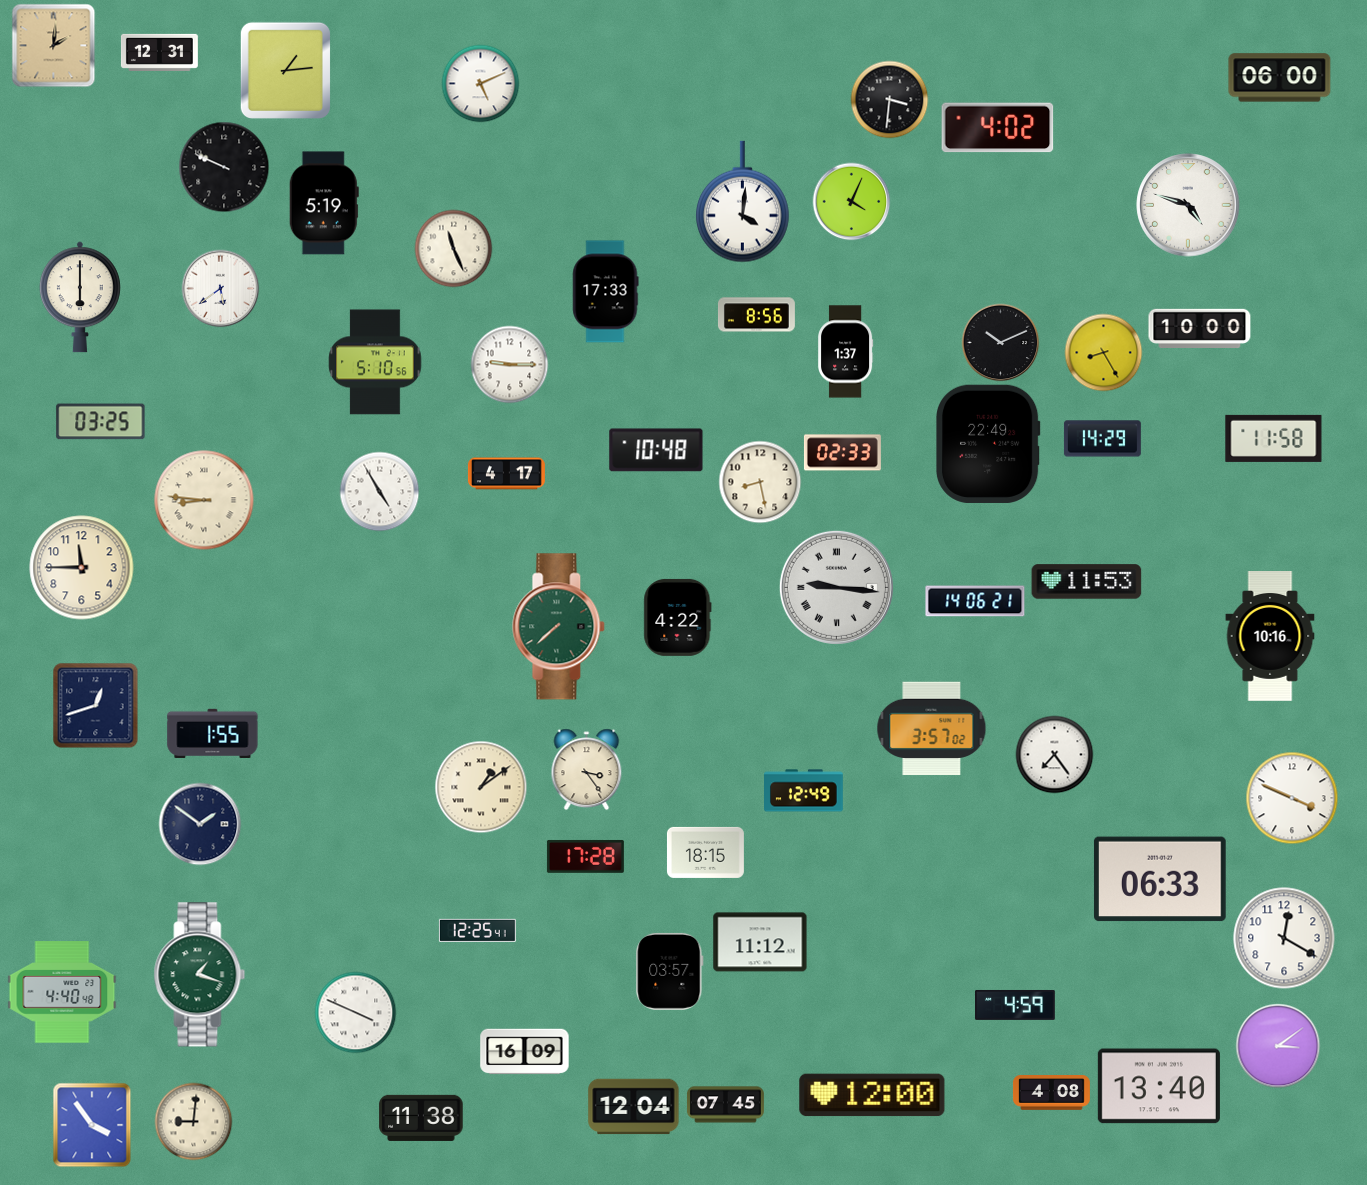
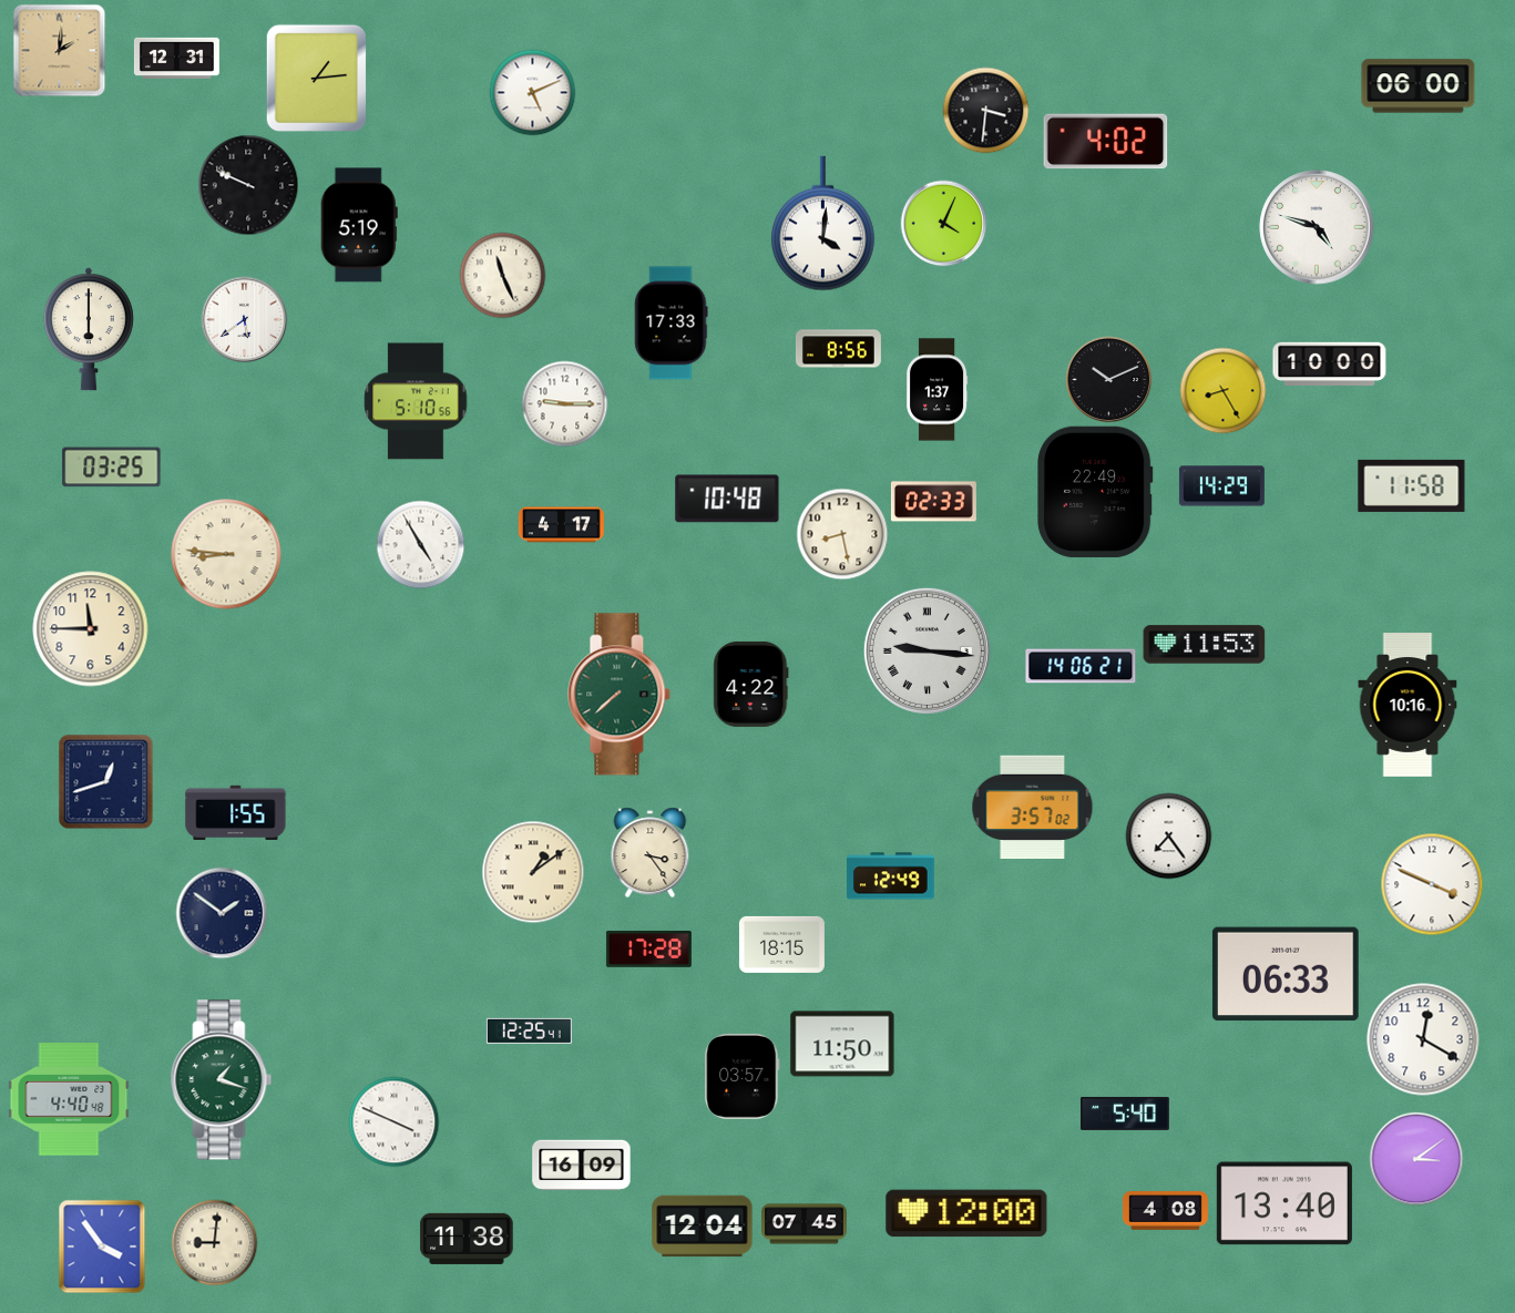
clock at (760, 942): 11:12 -> 11:50
clock at (1015, 1005): 4:59 -> 5:40
